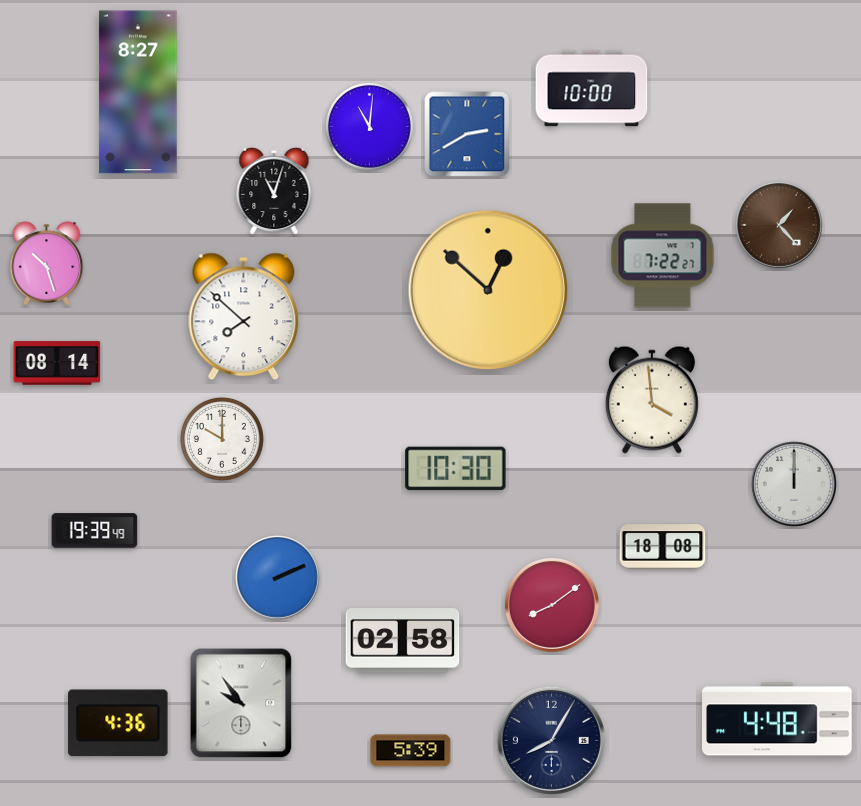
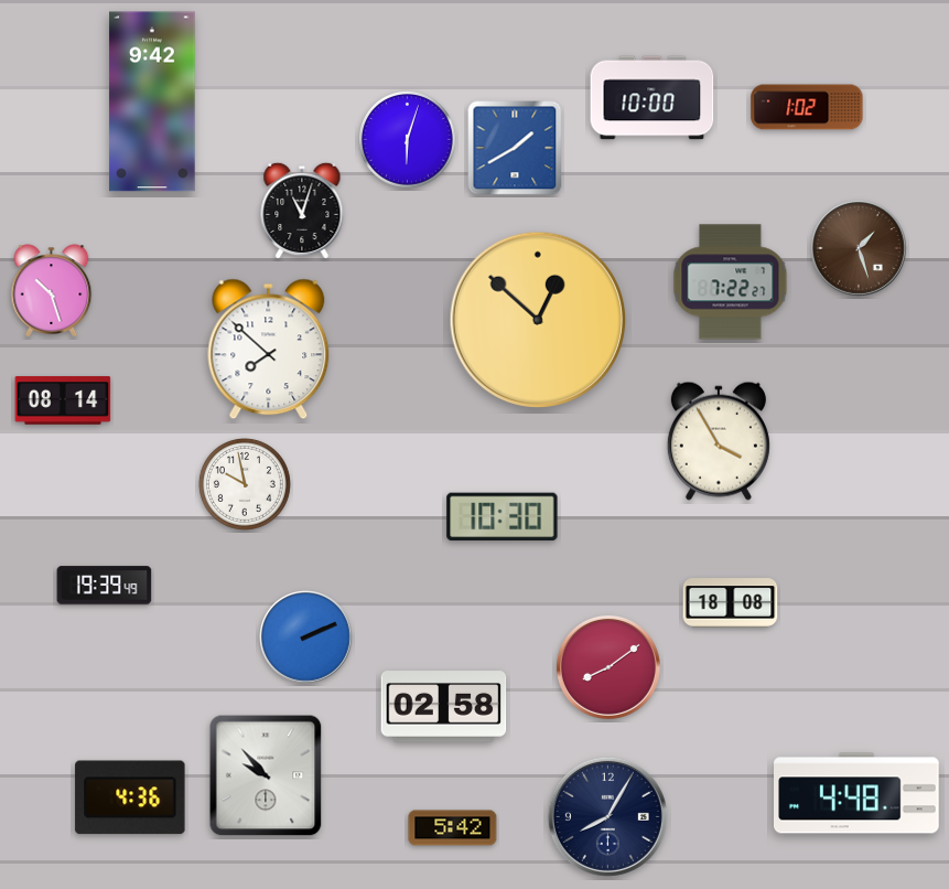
clock at (138, 92): 8:27 -> 9:42
clock at (807, 107): none -> 1:02
clock at (370, 127): 11:01 -> 6:03
clock at (467, 134): 2:40 -> 1:40
clock at (780, 226): 1:23 -> 1:27
clock at (652, 400): 3:59 -> 3:55
clock at (222, 439): 10:00 -> 9:58
clock at (795, 485): 12:00 -> none
clock at (241, 703): 9:54 -> 9:53
clock at (411, 751): 5:39 -> 5:42
